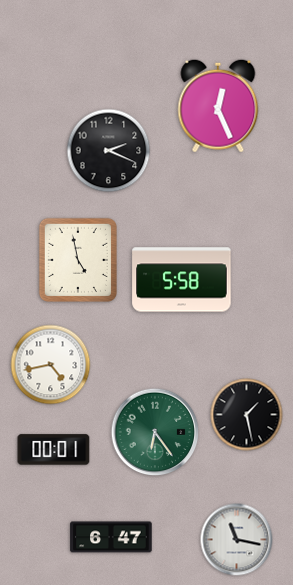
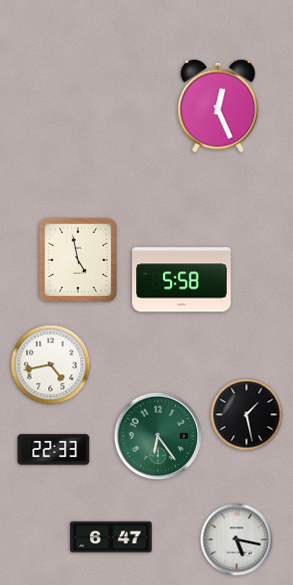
clock at (109, 151): 2:19 -> none
clock at (155, 432) position: (155, 432) -> (158, 436)
clock at (54, 450): 00:01 -> 22:33
clock at (237, 540): 11:17 -> 5:17
